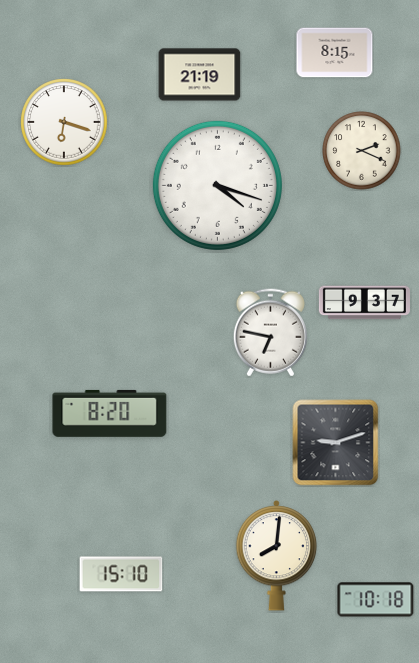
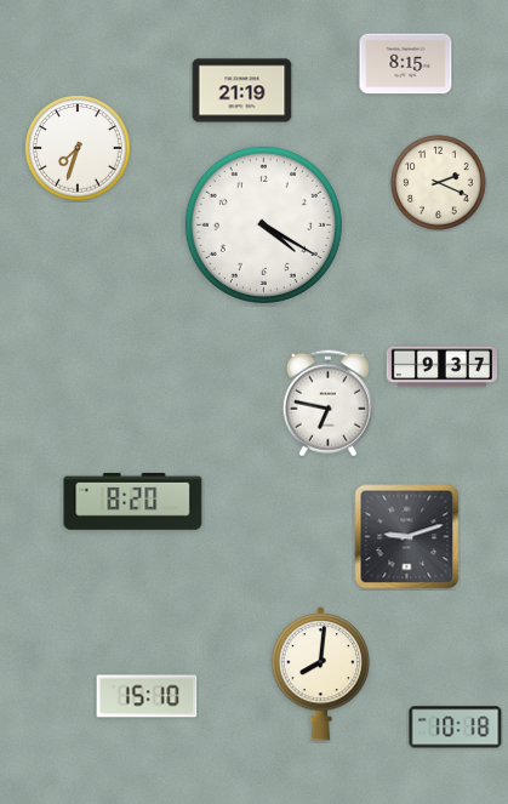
clock at (64, 122): 6:18 -> 7:33
clock at (217, 185): 4:18 -> 4:20
clock at (277, 556) position: (277, 556) -> (321, 674)
